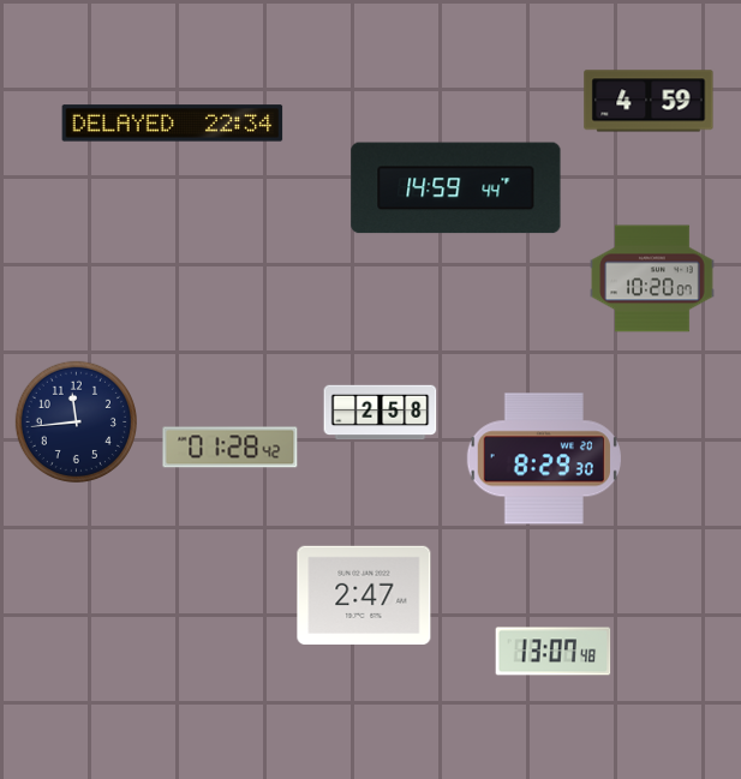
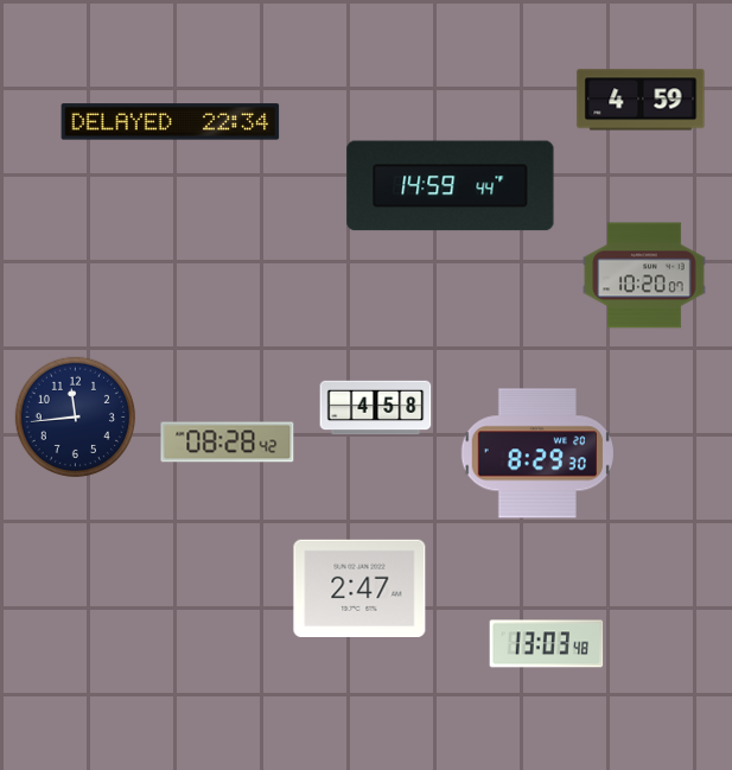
clock at (381, 413): 2:58 -> 4:58
clock at (231, 448): 01:28 -> 08:28
clock at (554, 652): 13:07 -> 13:03
